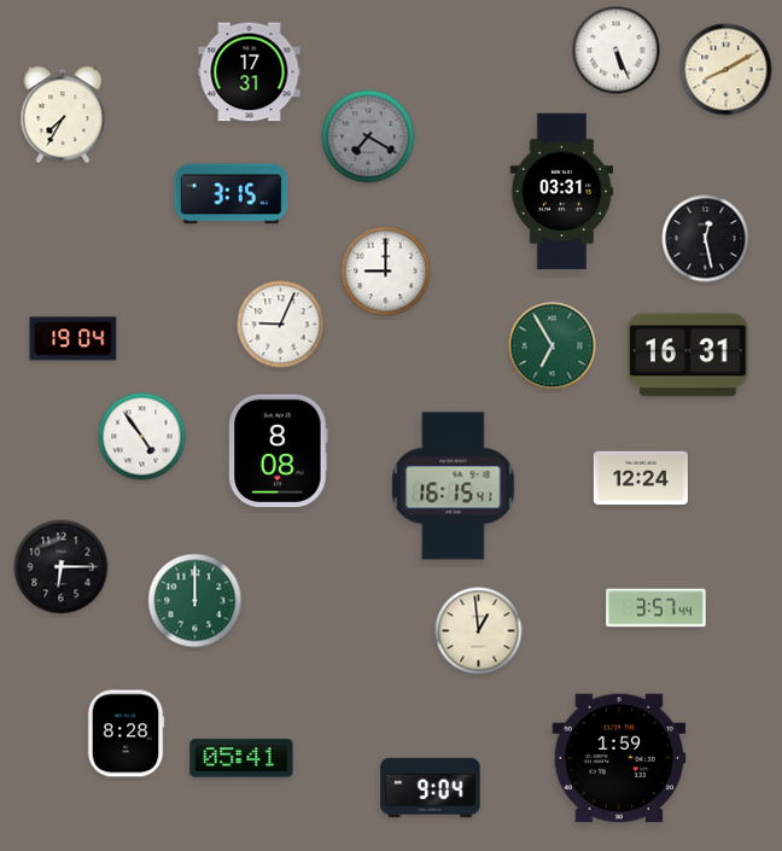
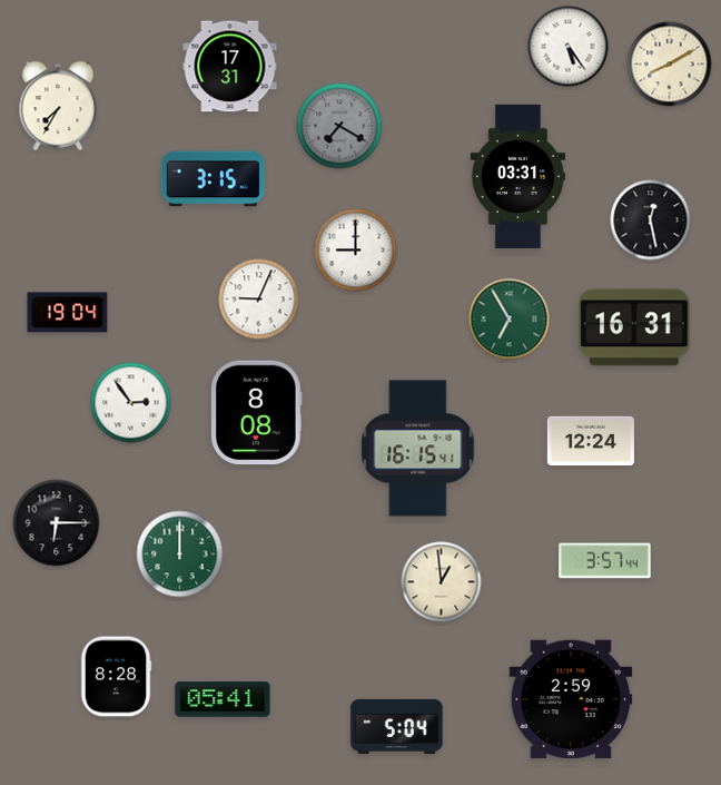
clock at (617, 51): 5:26 -> 5:24
clock at (142, 437): 4:54 -> 2:54
clock at (279, 451) position: (279, 451) -> (257, 413)
clock at (619, 758): 1:59 -> 2:59
clock at (431, 787): 9:04 -> 5:04
